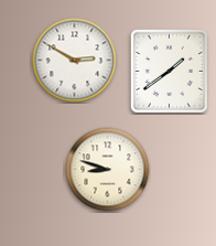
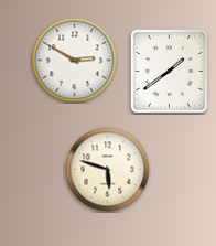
clock at (108, 170): 8:48 -> 5:48
